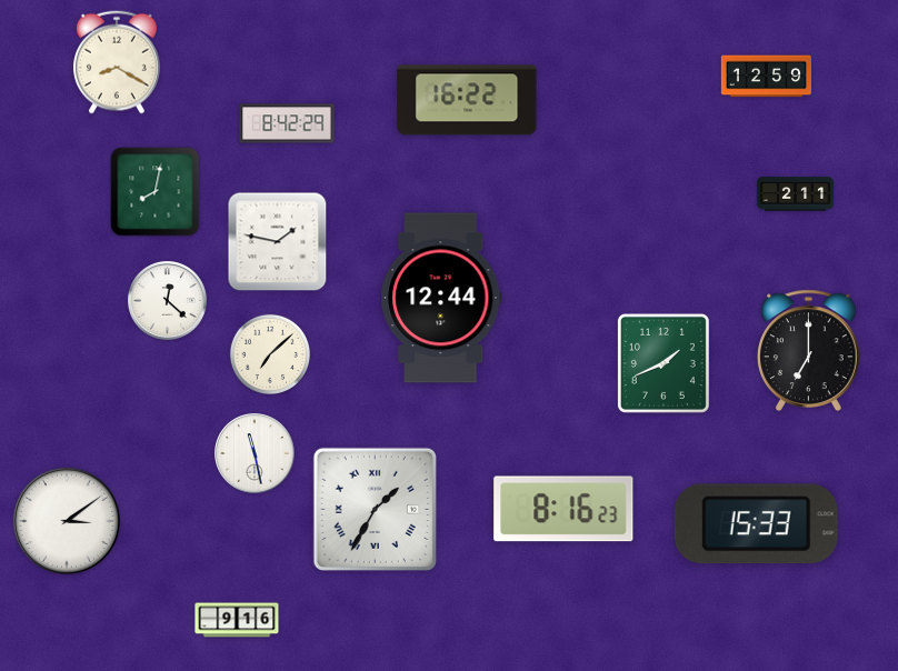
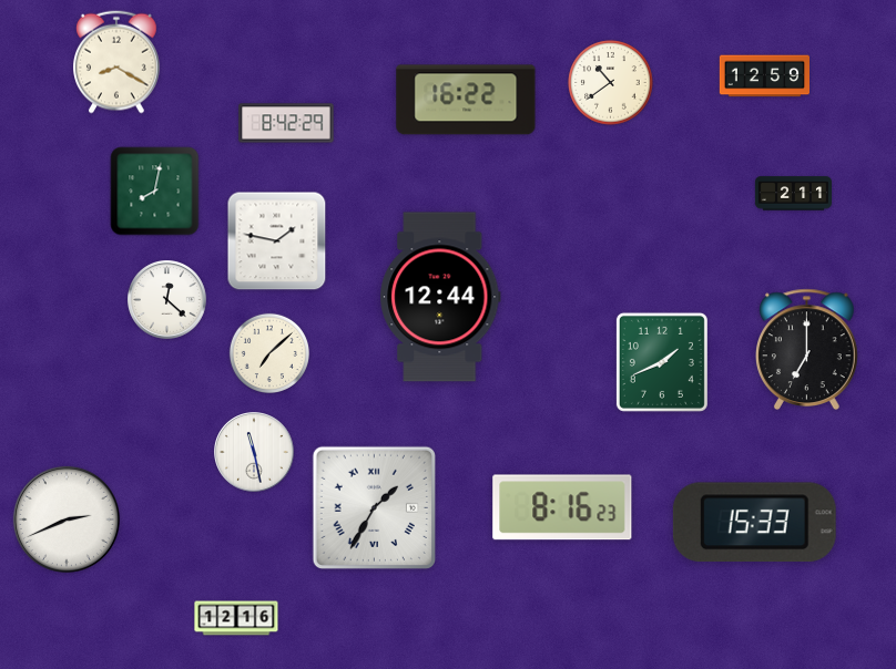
clock at (611, 83): none -> 10:39
clock at (67, 521): 3:09 -> 2:41
clock at (237, 620): 9:16 -> 12:16
